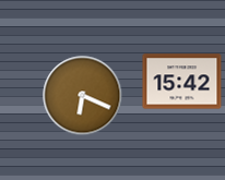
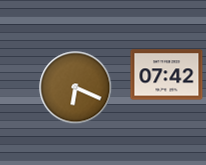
clock at (182, 82): 15:42 -> 07:42
